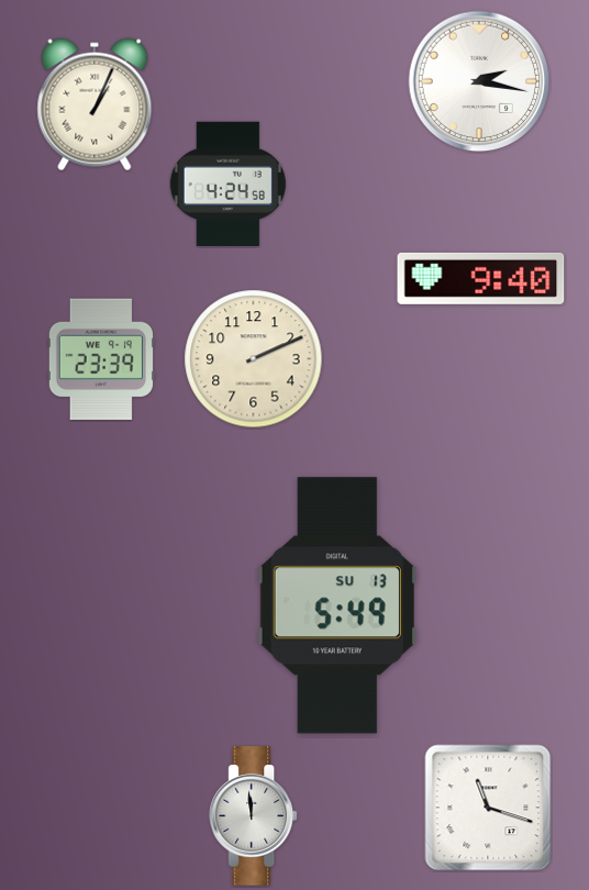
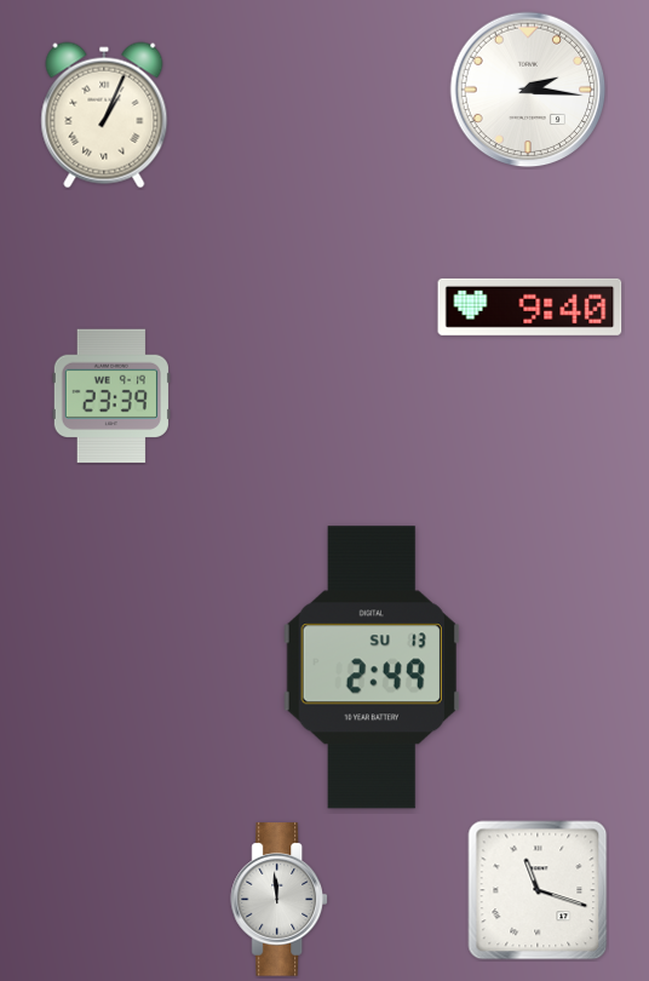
clock at (479, 81): 2:17 -> 2:16
clock at (227, 183): 4:24 -> none
clock at (254, 359): 2:11 -> none
clock at (337, 605): 5:49 -> 2:49
